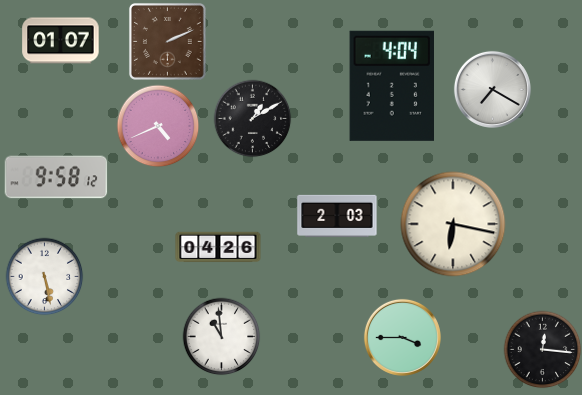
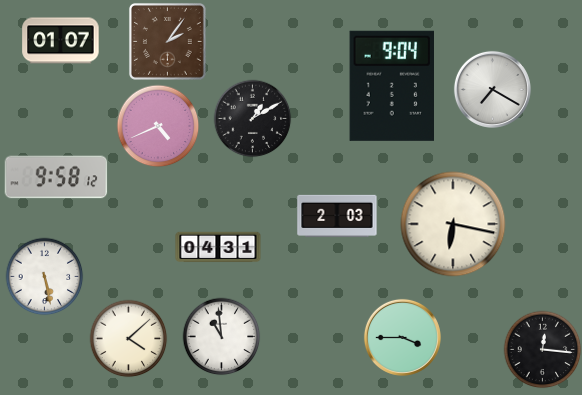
clock at (167, 41): 2:11 -> 2:06
clock at (391, 86): 4:04 -> 9:04
clock at (218, 247): 04:26 -> 04:31
clock at (128, 338): none -> 4:08
